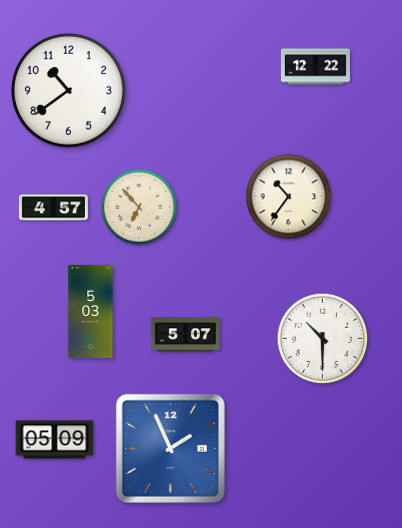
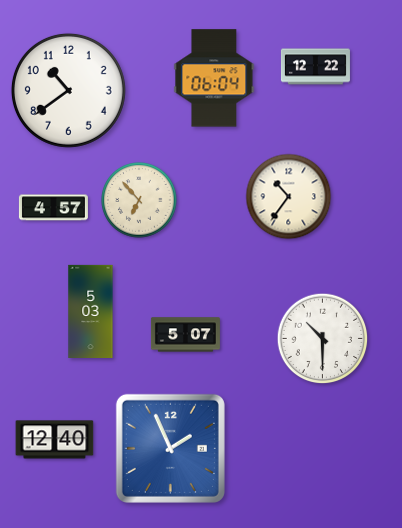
clock at (214, 78): none -> 06:04
clock at (139, 207) position: (139, 207) -> (139, 200)
clock at (55, 440): 05:09 -> 12:40
